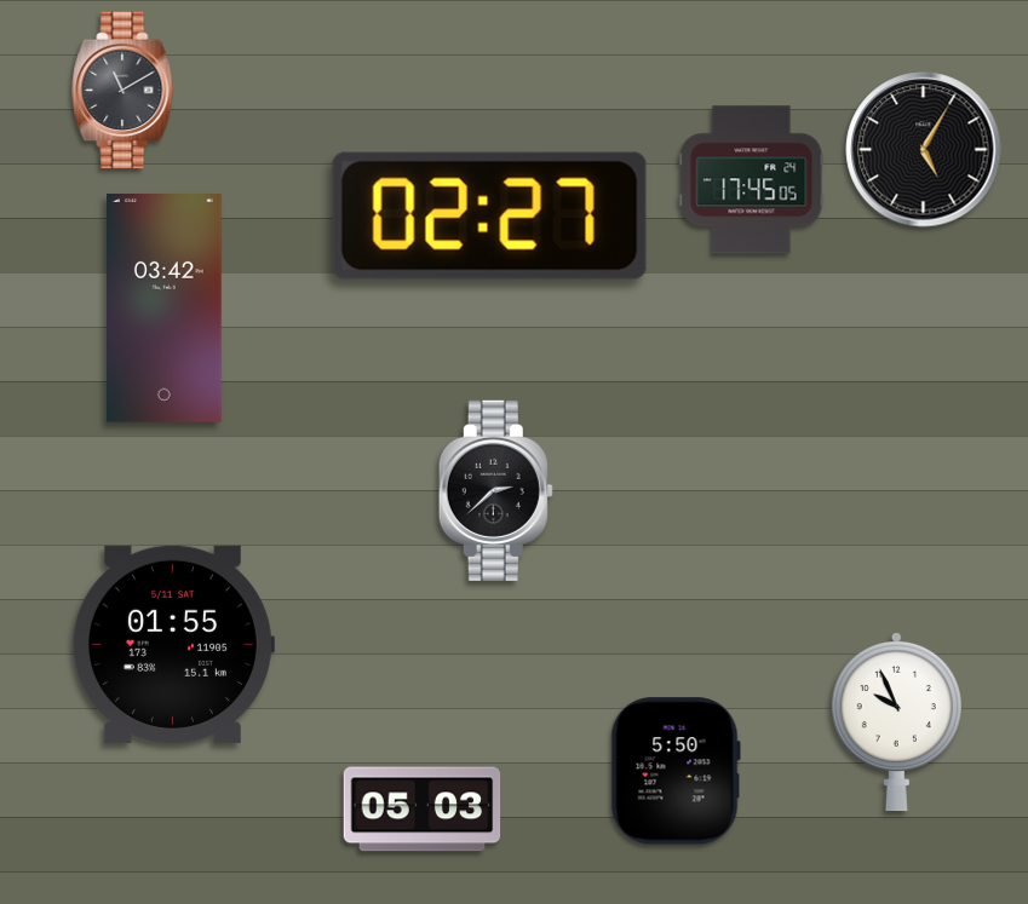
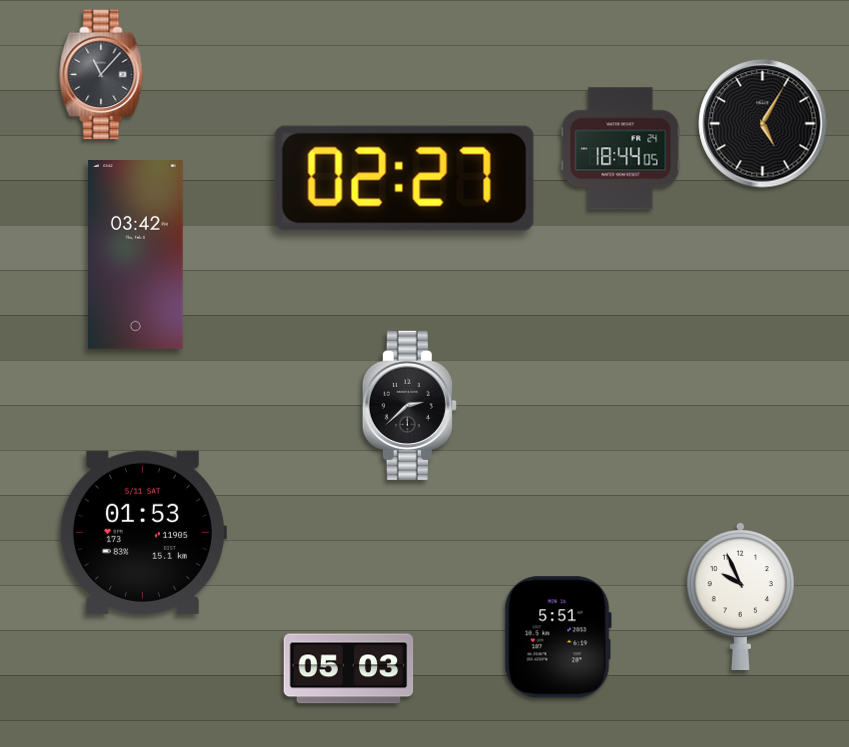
clock at (124, 91): 11:10 -> 11:07
clock at (752, 180): 17:45 -> 18:44
clock at (173, 644): 01:55 -> 01:53
clock at (676, 771): 5:50 -> 5:51
